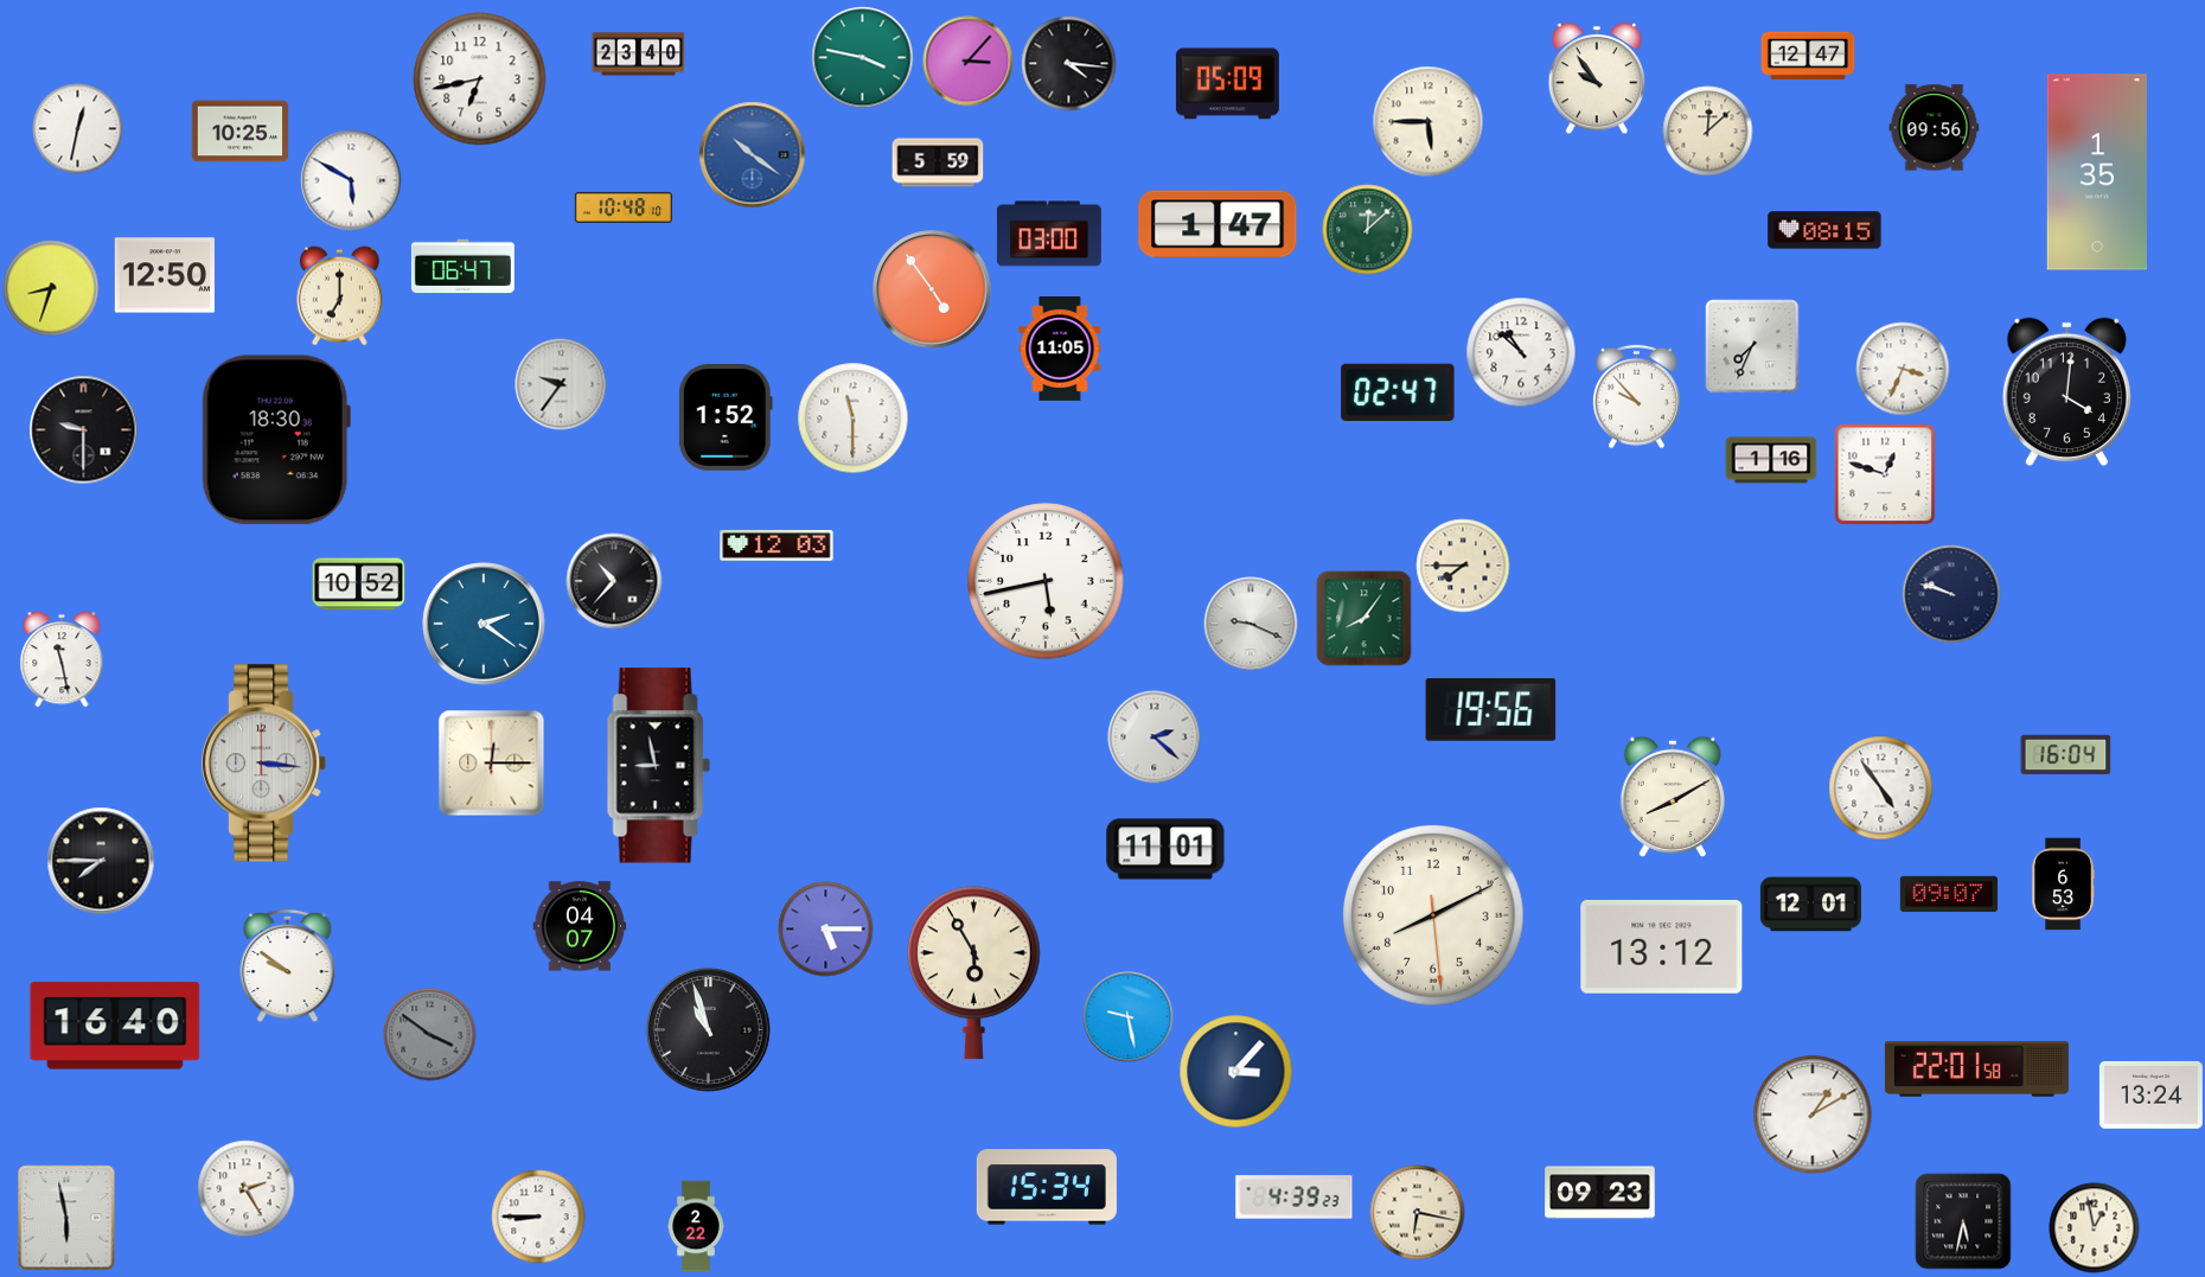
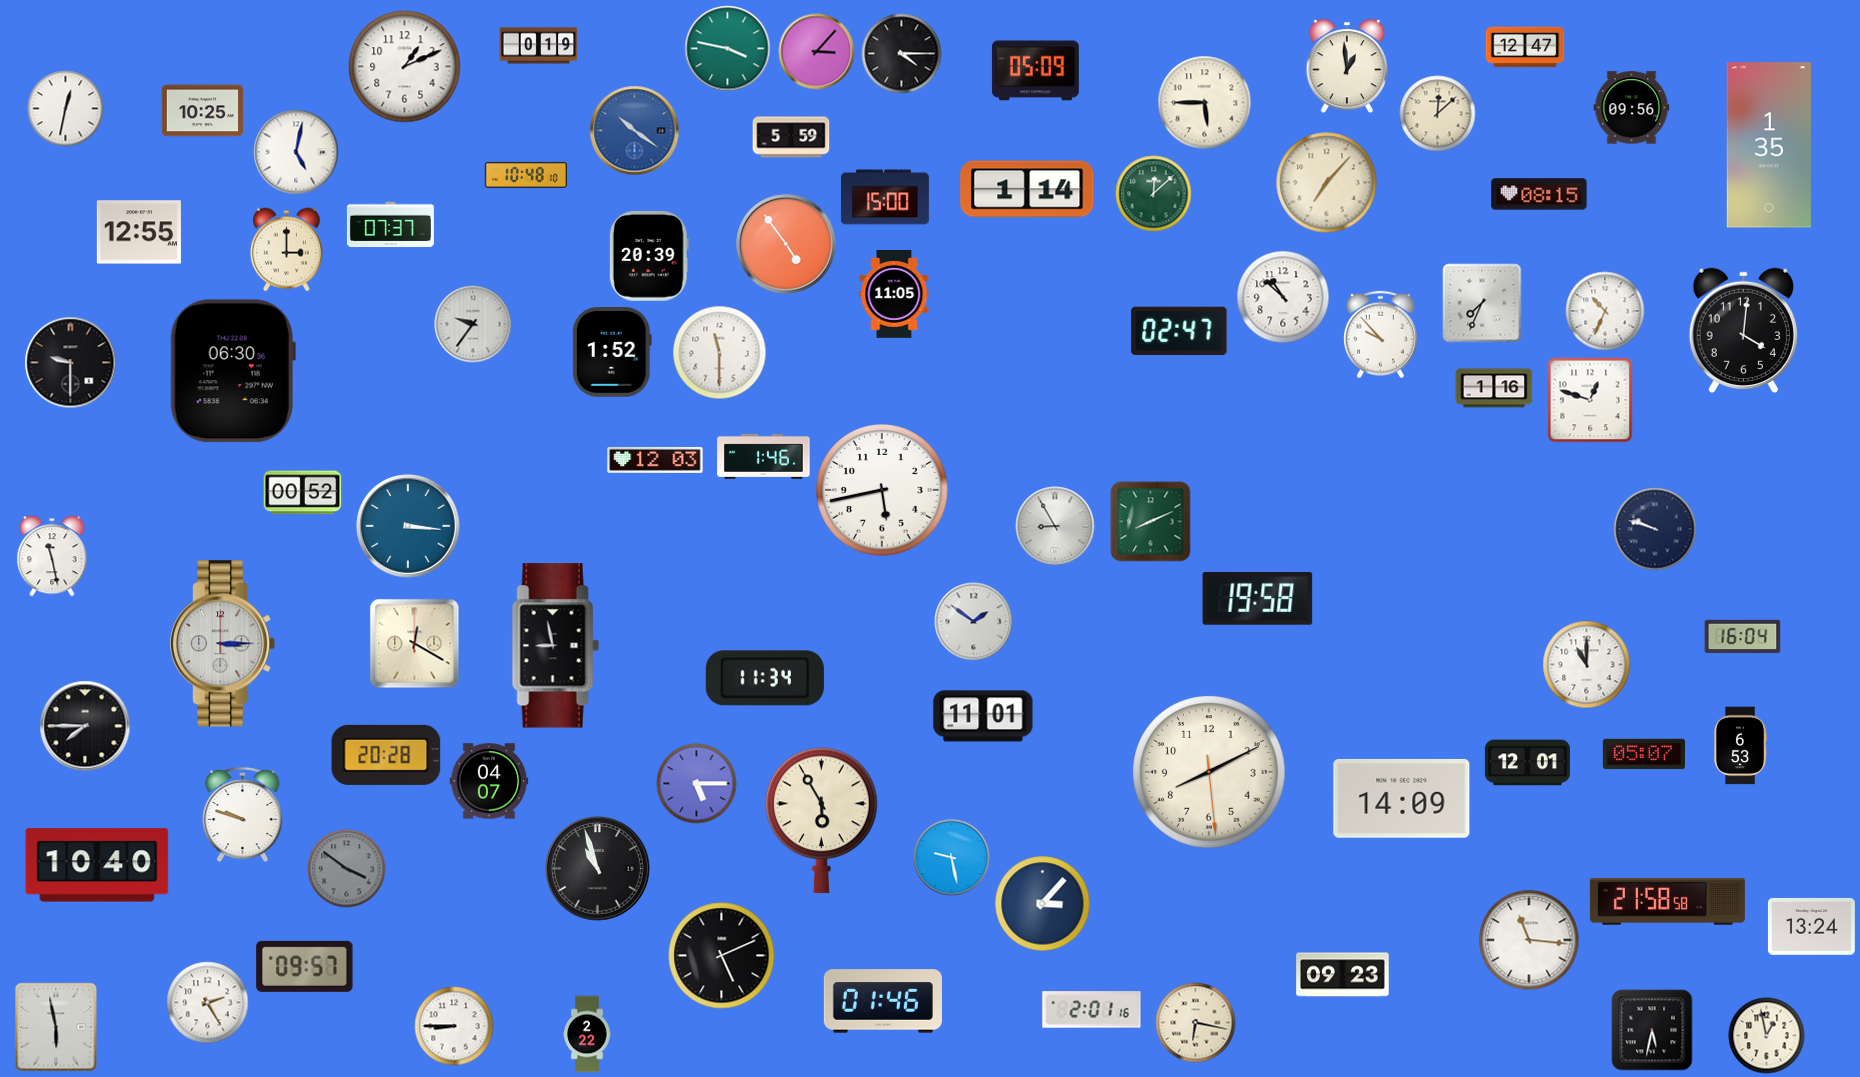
clock at (639, 55): 23:40 -> 0:19
clock at (1069, 64): 4:16 -> 4:15
clock at (480, 79): 6:43 -> 1:11
clock at (1597, 79): 9:54 -> 12:59
clock at (1708, 132) position: (1708, 132) -> (1438, 114)
clock at (351, 180): 5:50 -> 5:02
clock at (1327, 183): none -> 7:07
clock at (1217, 224): 1:47 -> 1:14
clock at (1049, 234): 03:00 -> 15:00
clock at (462, 267): 06:47 -> 07:37
clock at (165, 275): 12:50 -> 12:55
clock at (51, 288): 8:33 -> none
clock at (339, 296): 7:00 -> 3:00
clock at (649, 257): none -> 20:39
clock at (1752, 346) position: (1752, 346) -> (1482, 303)
clock at (1903, 369): 3:34 -> 10:34
clock at (276, 440): 18:30 -> 06:30
clock at (764, 456): none -> 1:46
clock at (1463, 566): 7:45 -> none
clock at (614, 581): 10:37 -> none
clock at (359, 585): 10:52 -> 00:52
clock at (1951, 594) position: (1951, 594) -> (1655, 529)
clock at (1364, 619): 8:06 -> 8:11
clock at (484, 624): 2:21 -> 3:16
clock at (1251, 624): 9:19 -> 8:55
clock at (1491, 710): 19:56 -> 19:58
clock at (1155, 738): 2:22 -> 1:51
clock at (264, 764): 3:16 -> 3:15
clock at (492, 764): 12:15 -> 12:20
clock at (1881, 788): 4:54 -> 11:00
clock at (1672, 797): 8:10 -> none
clock at (765, 678): none -> 11:34
clock at (1948, 894): 09:07 -> 05:07
clock at (386, 755): none -> 20:28
clock at (1662, 946): 13:12 -> 14:09
clock at (288, 966): 9:51 -> 9:48
clock at (115, 1026): 16:40 -> 10:40
clock at (430, 1035) position: (430, 1035) -> (347, 869)
clock at (1976, 1070): 22:01 -> 21:58
clock at (2150, 1094) position: (2150, 1094) -> (1811, 926)
clock at (1813, 1115): 1:10 -> 11:16
clock at (722, 956): none -> 5:11
clock at (305, 966): none -> 09:57
clock at (1047, 1187): 15:34 -> 01:46
clock at (1600, 1193) position: (1600, 1193) -> (1343, 975)
clock at (1295, 1198): 4:39 -> 2:01
clock at (1963, 1221) position: (1963, 1221) -> (1652, 1030)
